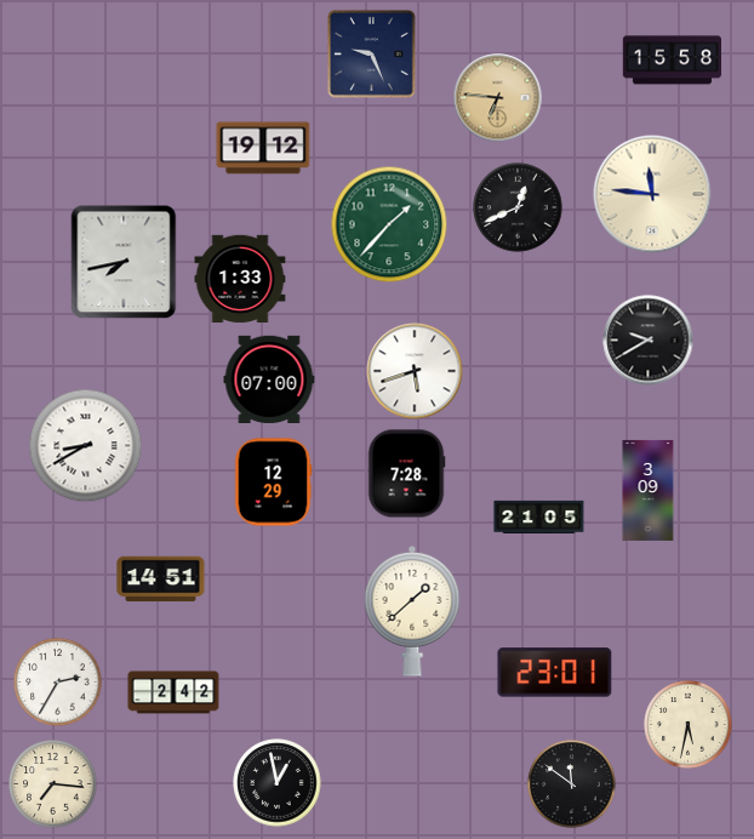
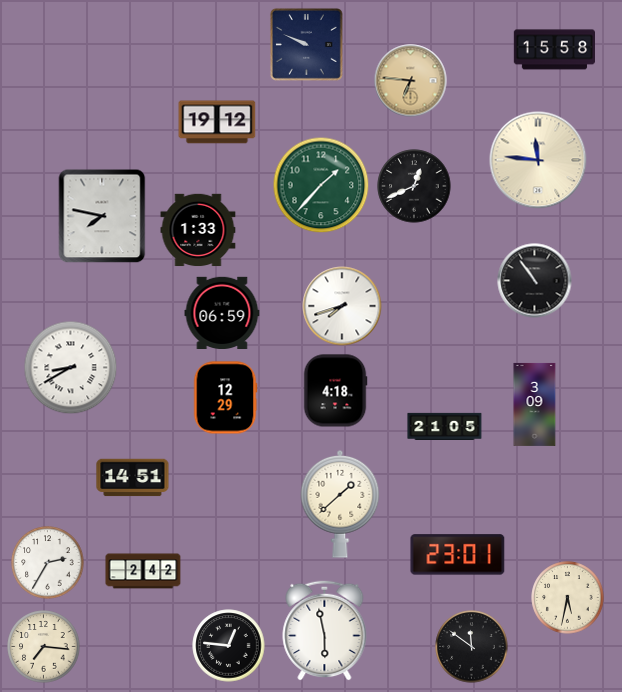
clock at (372, 55): 9:26 -> 9:49
clock at (518, 207) position: (518, 207) -> (414, 186)
clock at (124, 262): 7:43 -> 7:47
clock at (649, 341): 9:40 -> 10:54
clock at (415, 371): 5:42 -> 7:42
clock at (269, 378): 07:00 -> 06:59
clock at (406, 474): 7:28 -> 4:18
clock at (325, 630): none -> 5:58
clock at (278, 783): 12:58 -> 12:46
